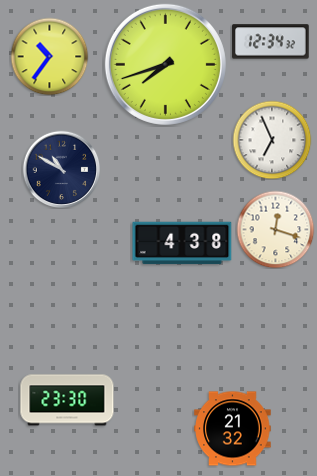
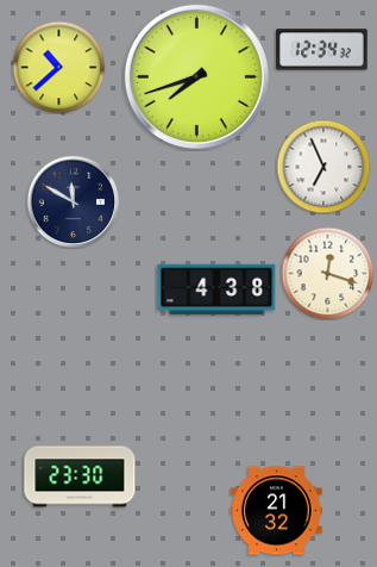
clock at (49, 56): 10:36 -> 10:38
clock at (61, 169): 10:50 -> 11:50
